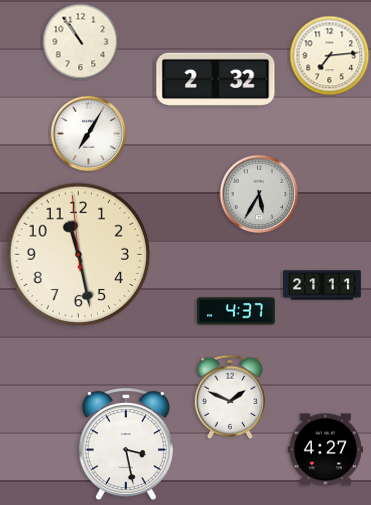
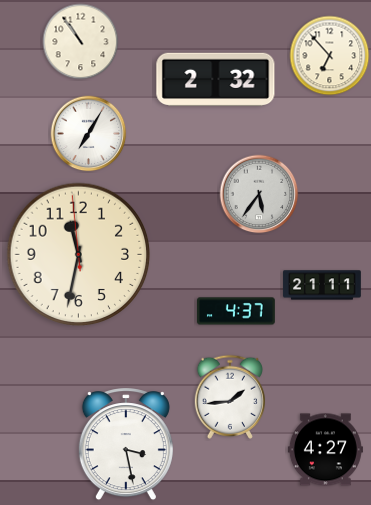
clock at (330, 56): 7:14 -> 6:53
clock at (259, 194): 5:35 -> 5:36
clock at (79, 255): 11:27 -> 11:31
clock at (229, 397): 1:49 -> 1:44
